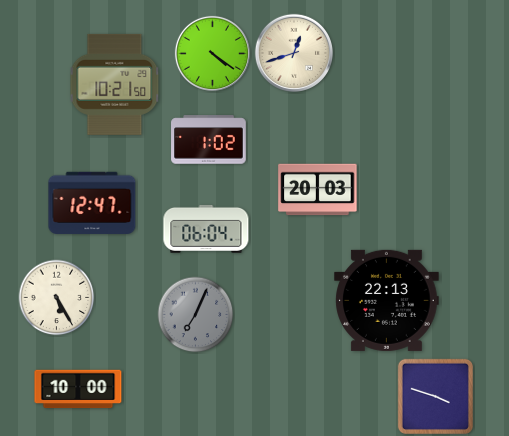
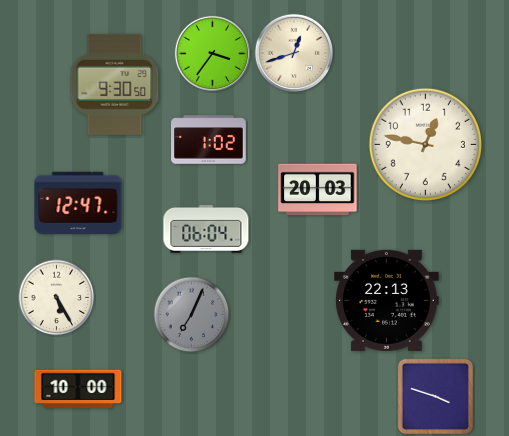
clock at (212, 53): 4:21 -> 3:36
clock at (115, 84): 10:21 -> 9:30
clock at (425, 144): none -> 12:47
clock at (92, 202) position: (92, 202) -> (78, 202)
clock at (196, 315) position: (196, 315) -> (192, 315)
